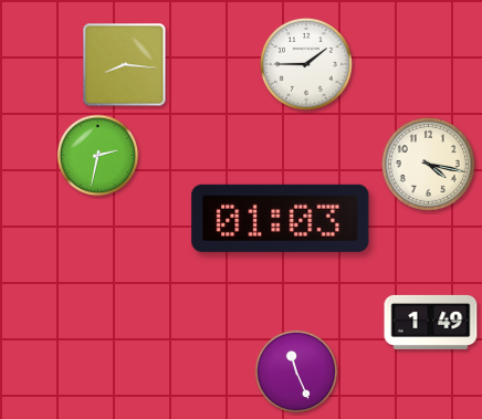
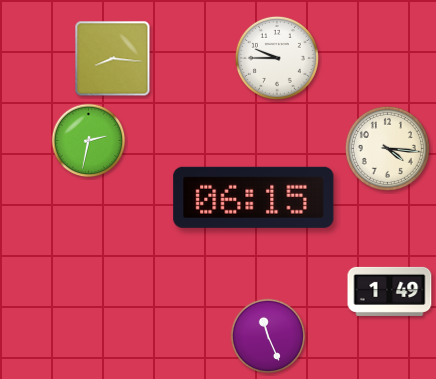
clock at (306, 64): 1:45 -> 9:45
clock at (428, 164): 4:17 -> 4:16
clock at (281, 218): 01:03 -> 06:15
